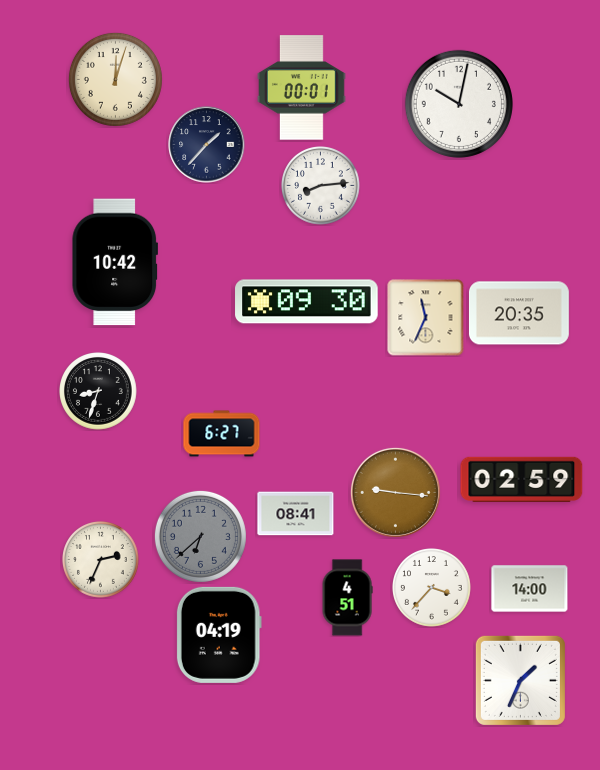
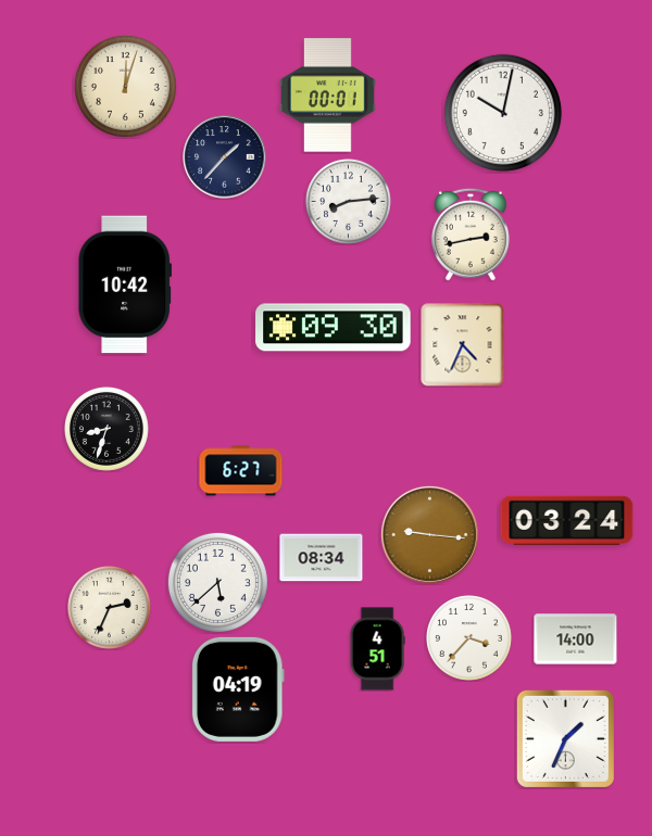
clock at (459, 104) position: (459, 104) -> (503, 113)
clock at (471, 235): none -> 2:43
clock at (519, 313): 20:35 -> none
clock at (426, 318): 11:34 -> 4:34
clock at (99, 392) position: (99, 392) -> (108, 430)
clock at (522, 479): 02:59 -> 03:24
clock at (296, 514): 08:41 -> 08:34
clock at (200, 536): 6:38 -> 5:38
clock at (200, 536) dial: grey -> white
